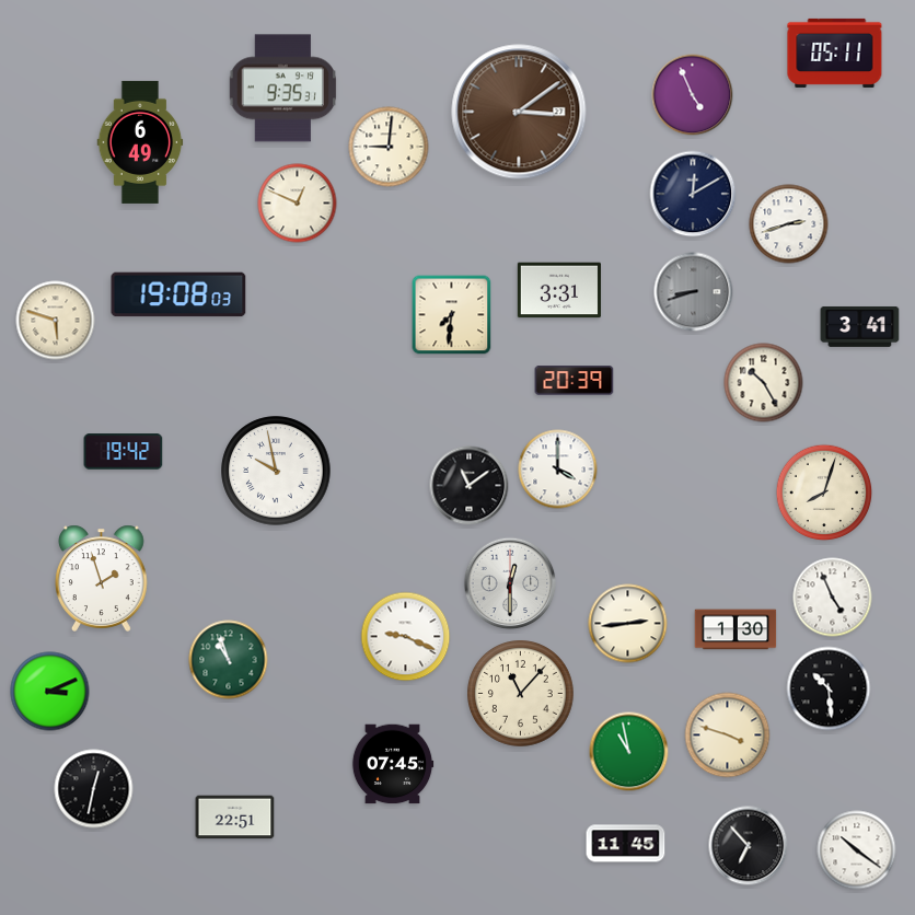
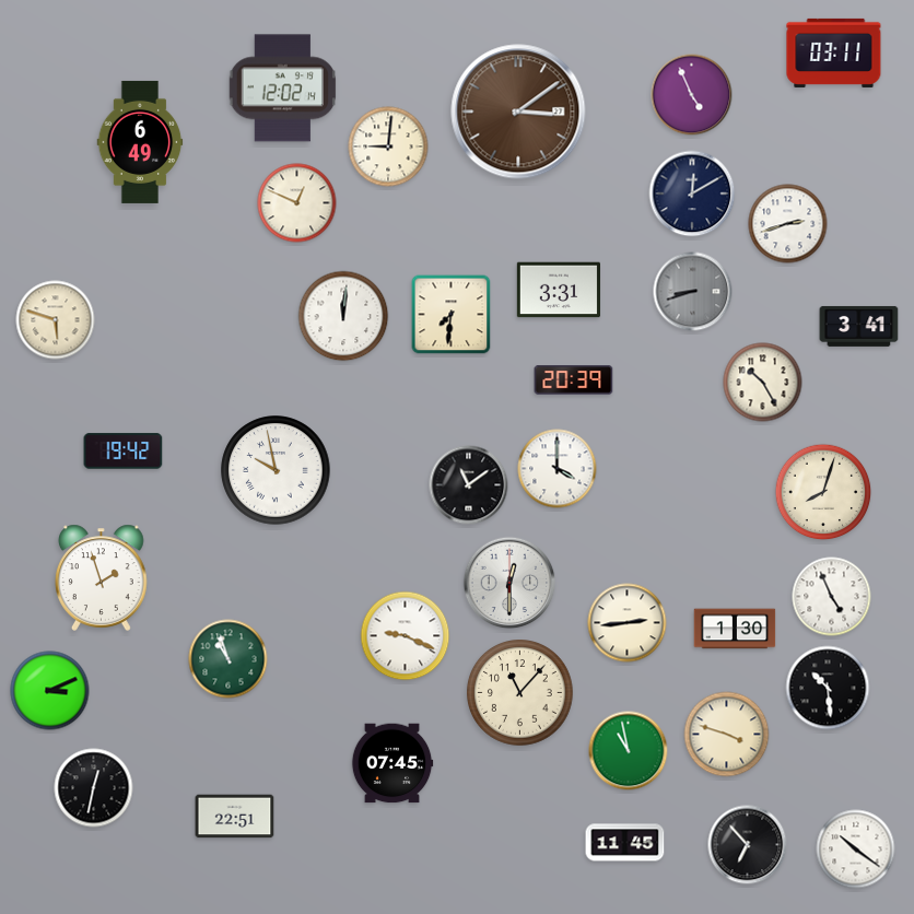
clock at (835, 53): 05:11 -> 03:11
clock at (282, 89): 9:35 -> 12:02
clock at (178, 294): 19:08 -> none
clock at (343, 316): none -> 12:01
